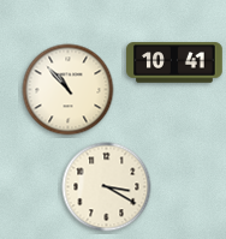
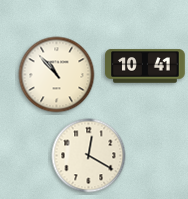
clock at (174, 62) position: (174, 62) -> (145, 66)
clock at (107, 187): 3:20 -> 12:20
